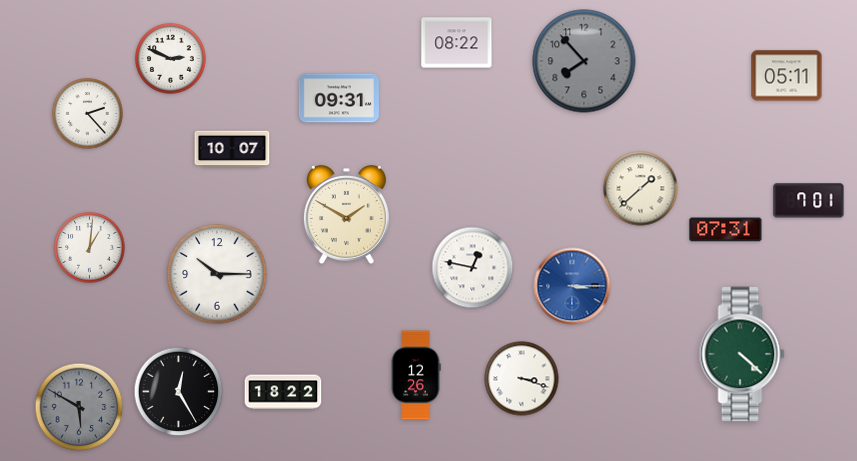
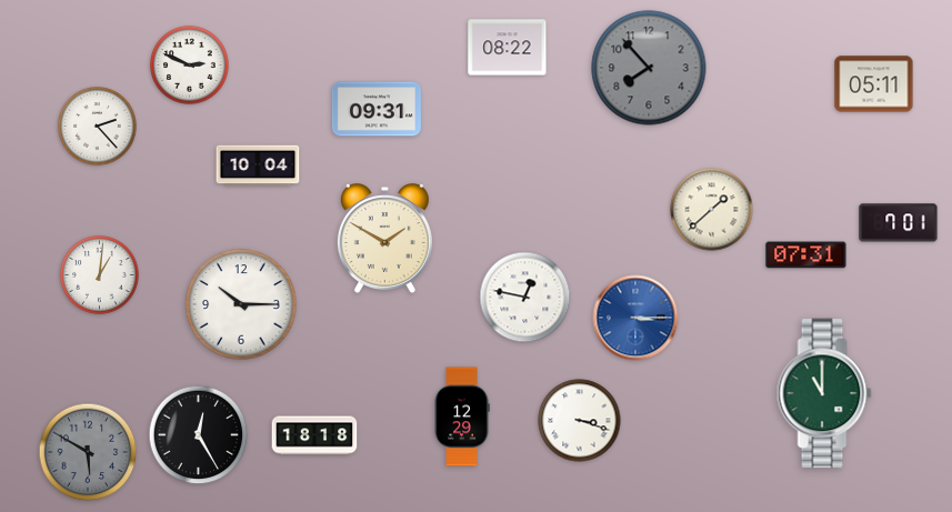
clock at (232, 149): 10:07 -> 10:04
clock at (742, 354): 4:22 -> 11:00
clock at (416, 375): 12:26 -> 12:29
clock at (283, 392): 18:22 -> 18:18
